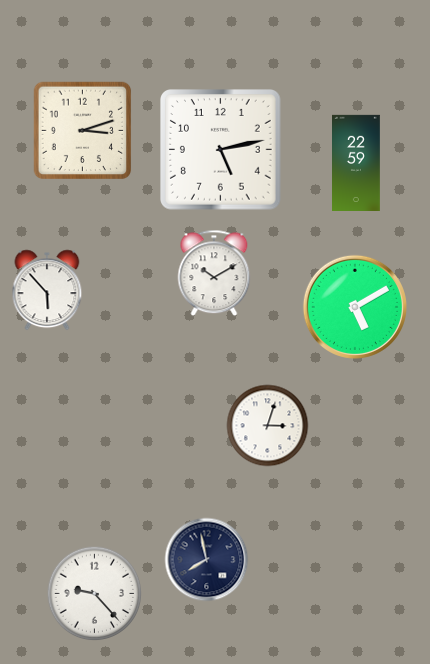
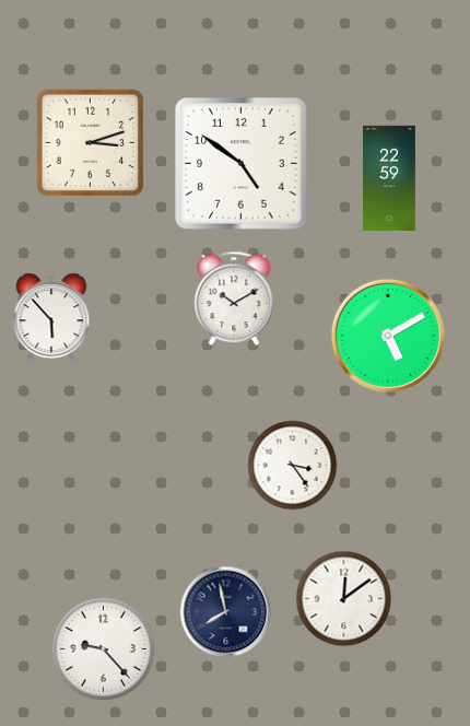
clock at (221, 150): 5:13 -> 4:51
clock at (268, 426): 3:03 -> 3:24
clock at (344, 599): none -> 12:09
